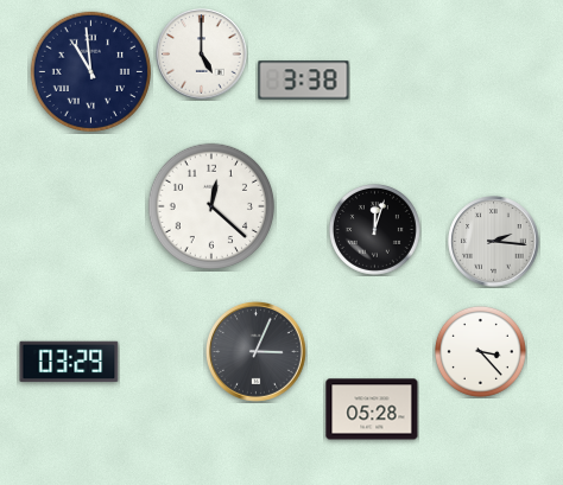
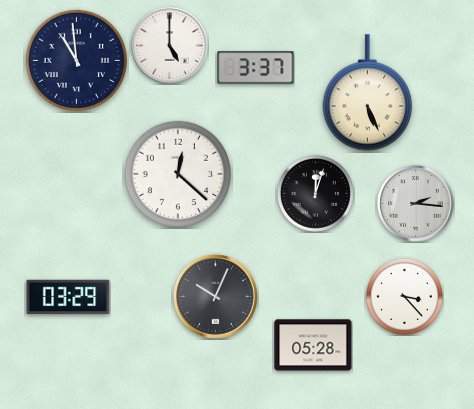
clock at (304, 81): 3:38 -> 3:37
clock at (367, 93): none -> 5:26
clock at (255, 351): 3:04 -> 10:04
clock at (69, 362) position: (69, 362) -> (68, 297)
